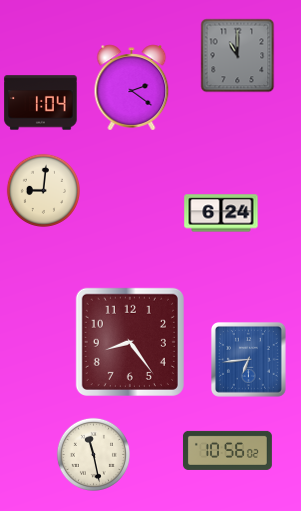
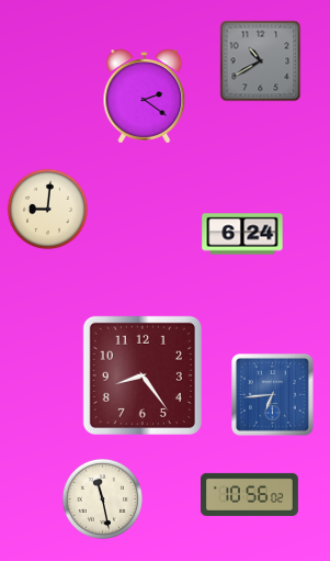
clock at (238, 56): 11:00 -> 10:40
clock at (41, 103): 1:04 -> none
